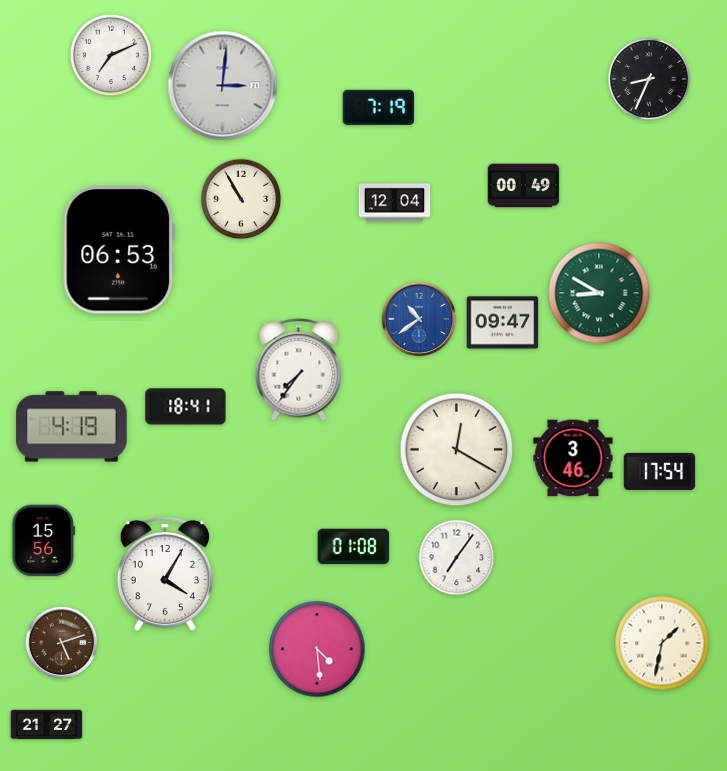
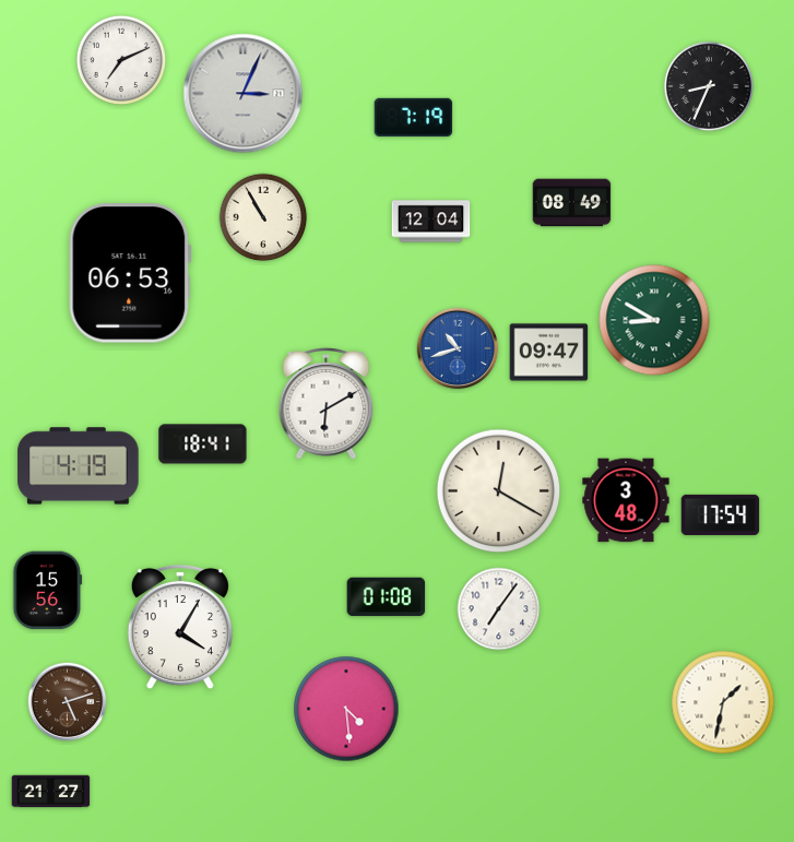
clock at (223, 86): 3:01 -> 3:04
clock at (524, 186): 00:49 -> 08:49
clock at (419, 319): 10:39 -> 10:42
clock at (299, 370): 7:36 -> 6:10
clock at (573, 458): 3:46 -> 3:48
